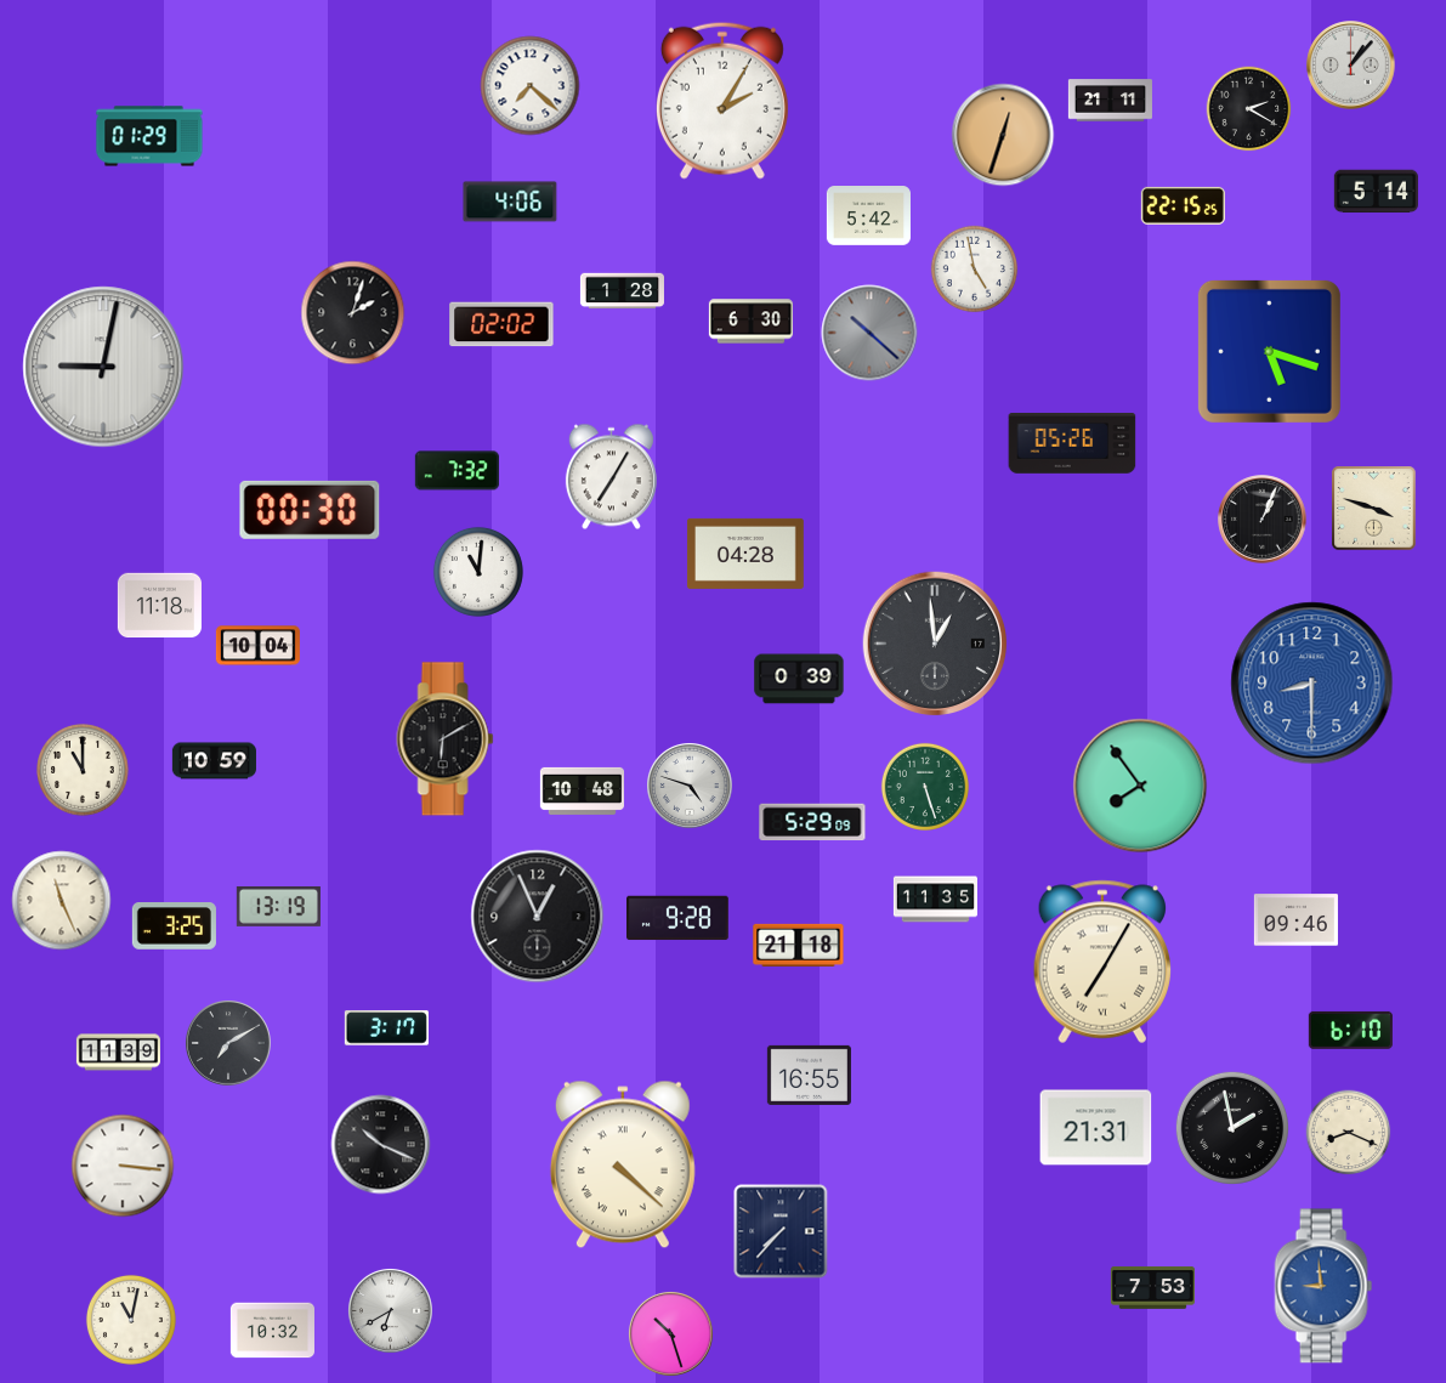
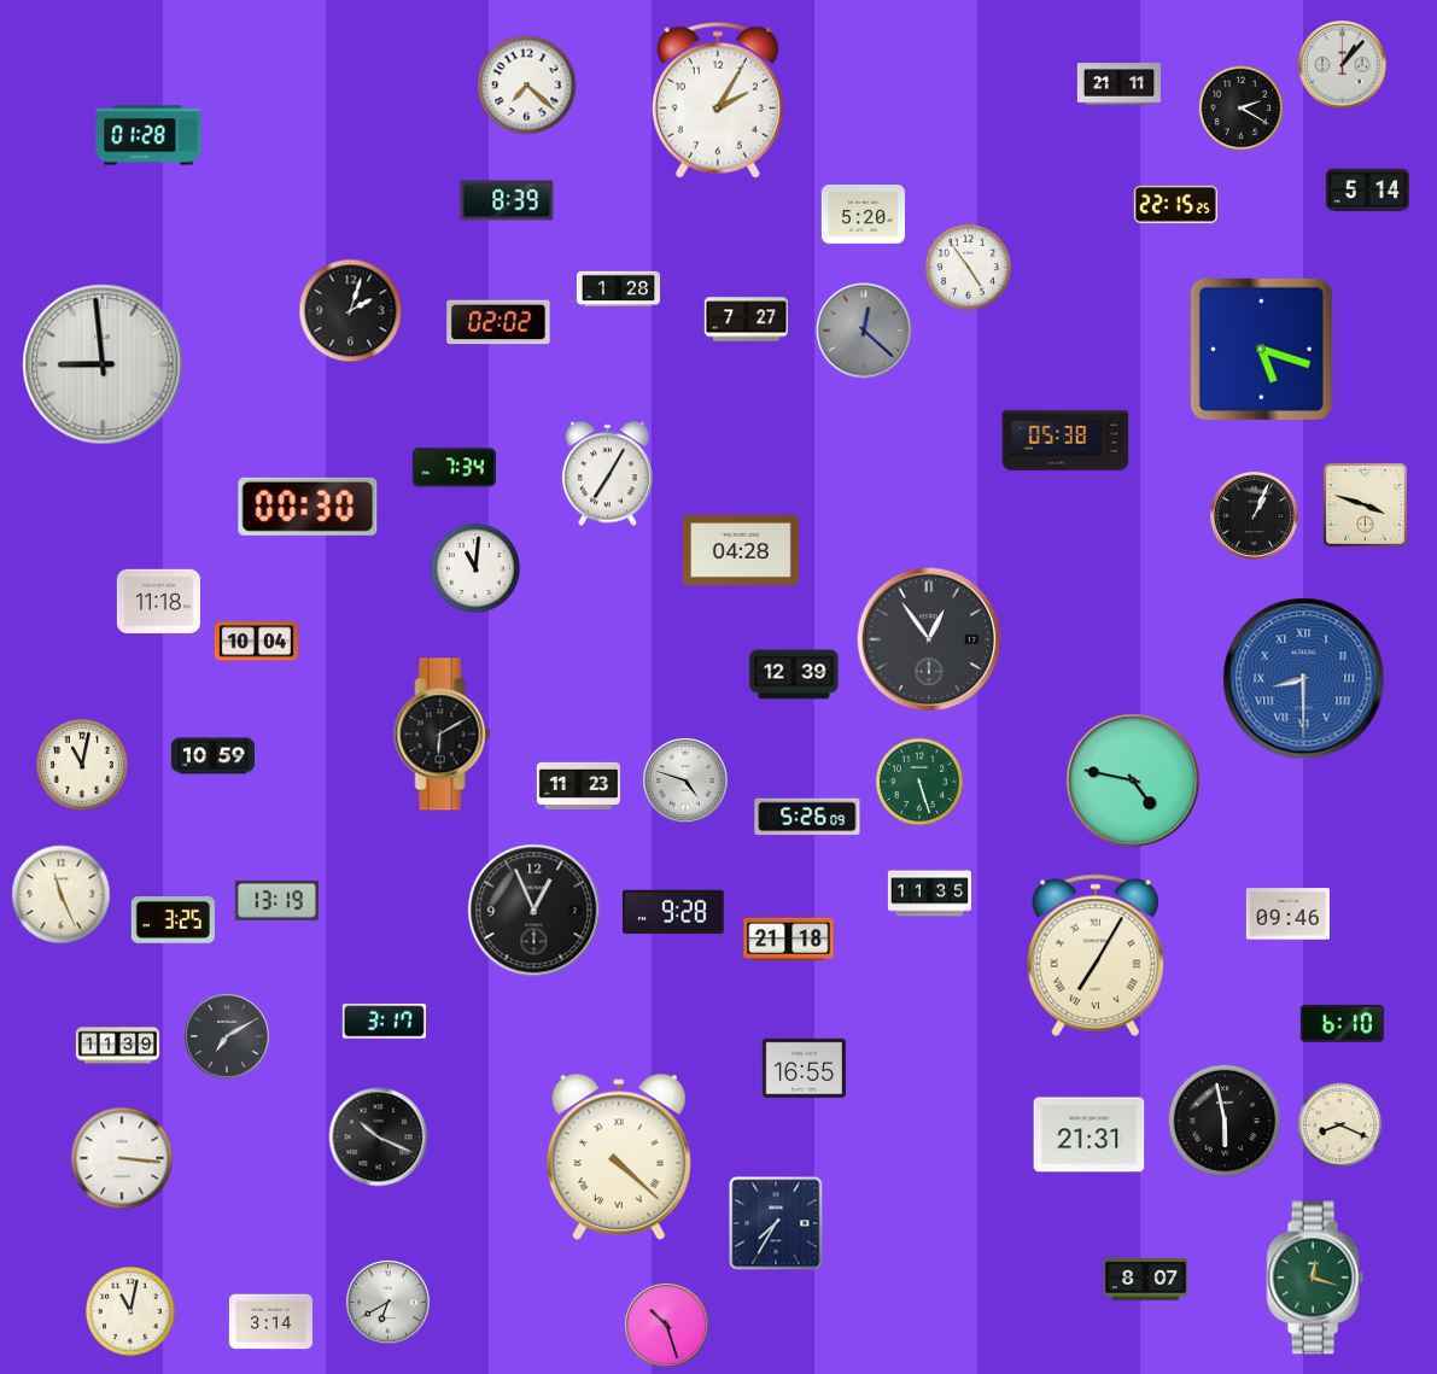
clock at (1110, 101) position: (1110, 101) -> (1118, 84)
clock at (1003, 135): 12:33 -> none
clock at (149, 136): 01:29 -> 01:28
clock at (510, 202): 4:06 -> 8:39
clock at (868, 216): 5:42 -> 5:20
clock at (975, 270): 4:58 -> 4:54
clock at (750, 322): 6:30 -> 7:27
clock at (869, 333): 10:22 -> 12:22
clock at (103, 367): 9:02 -> 8:59
clock at (1072, 444): 05:26 -> 05:38
clock at (457, 471): 7:32 -> 7:34
clock at (935, 644): 12:59 -> 12:54
clock at (799, 679): 0:39 -> 12:39
clock at (1312, 684) numerals: Arabic -> Roman
clock at (83, 770): 11:00 -> 11:02
clock at (1140, 786): 7:54 -> 4:47
clock at (582, 790): 10:48 -> 11:23
clock at (812, 822): 5:29 -> 5:26
clock at (799, 945) position: (799, 945) -> (789, 939)
clock at (1096, 1128) position: (1096, 1128) -> (1090, 1135)
clock at (1232, 1128): 1:58 -> 5:58
clock at (781, 1231): 7:37 -> 7:35
clock at (1323, 1286): 8:59 -> 12:18
clock at (1323, 1286) dial: blue -> green
clock at (1152, 1288): 7:53 -> 8:07
clock at (272, 1331): 10:32 -> 3:14
